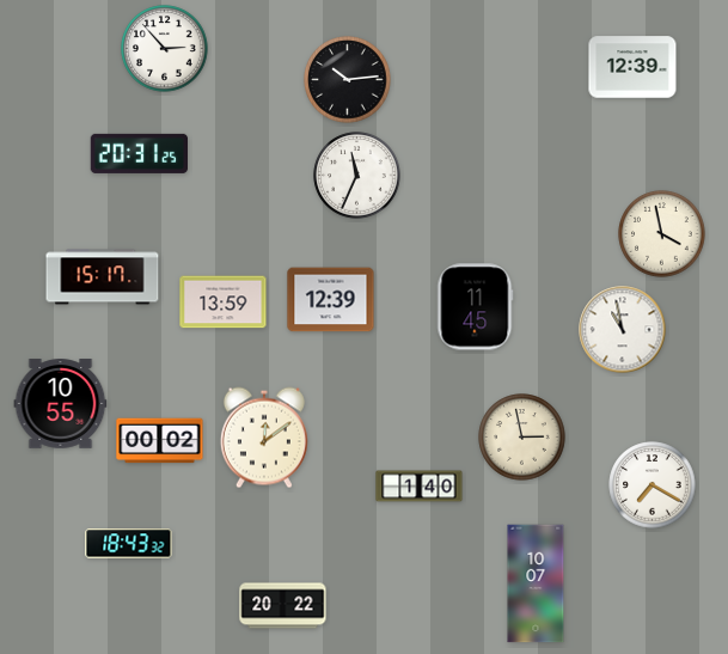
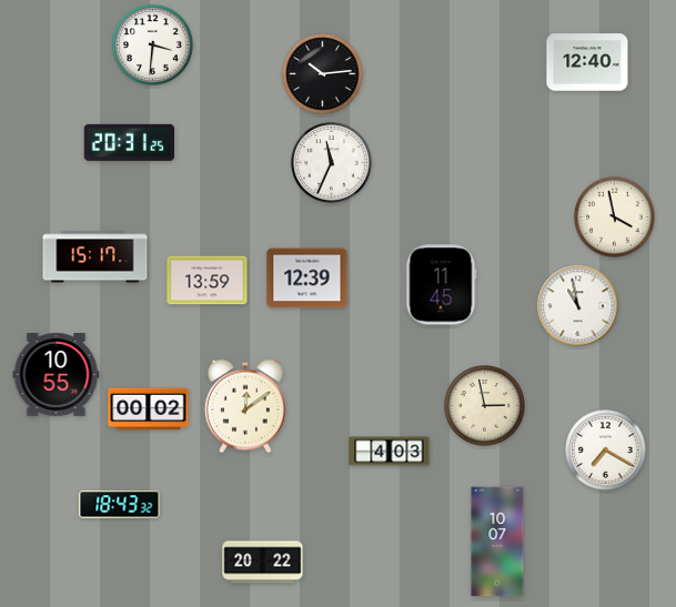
clock at (165, 49): 2:53 -> 3:31
clock at (632, 67): 12:39 -> 12:40
clock at (420, 487): 1:40 -> 4:03
